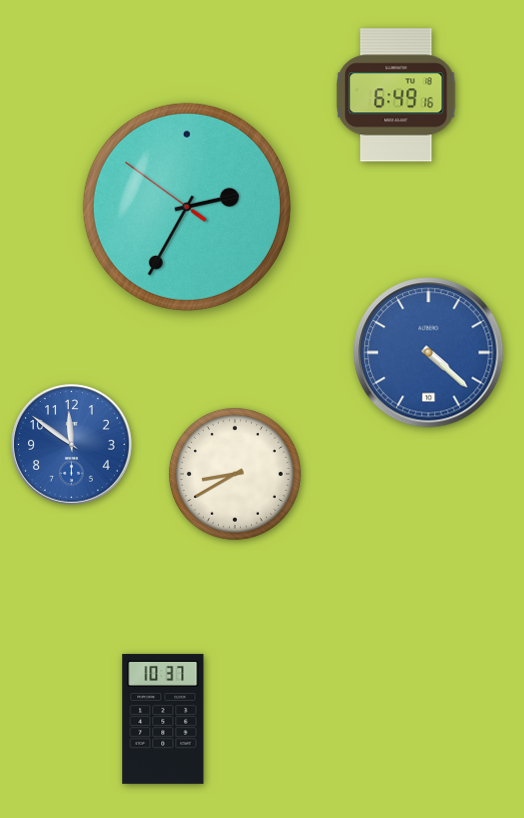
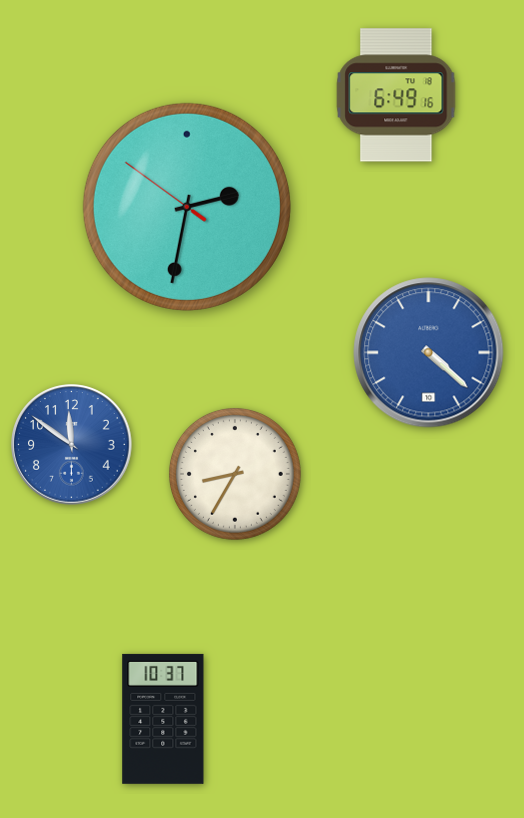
clock at (187, 207): 2:34 -> 2:31
clock at (235, 474): 8:40 -> 8:35
